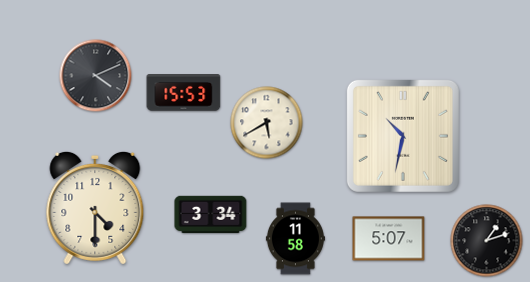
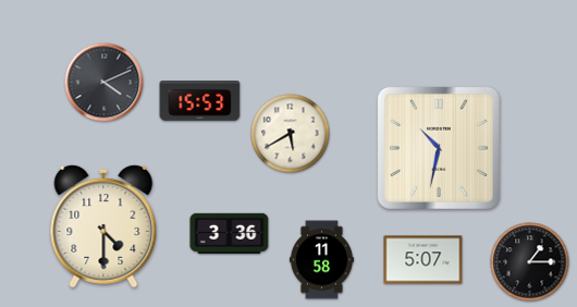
clock at (211, 214): 3:34 -> 3:36
clock at (487, 241): 1:12 -> 1:15
